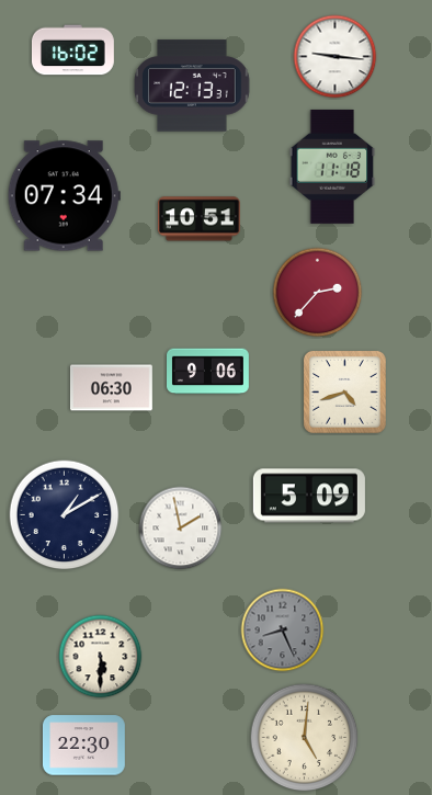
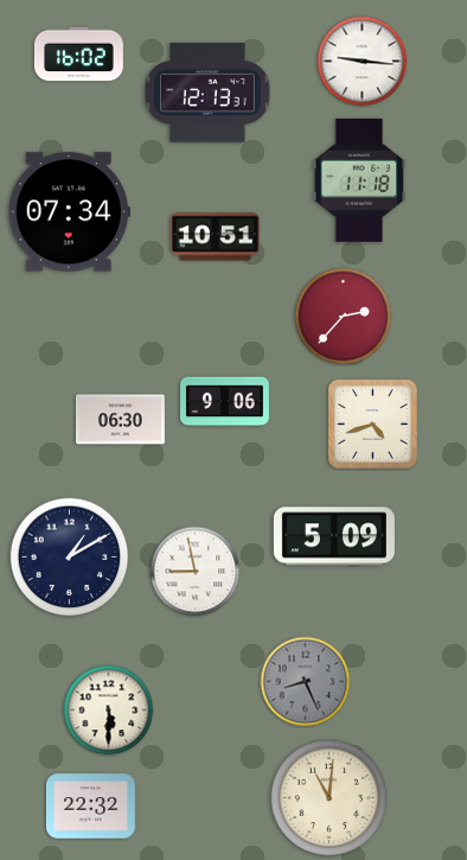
clock at (181, 529): 1:58 -> 8:58
clock at (305, 738): 5:01 -> 11:01
clock at (83, 746): 22:30 -> 22:32
